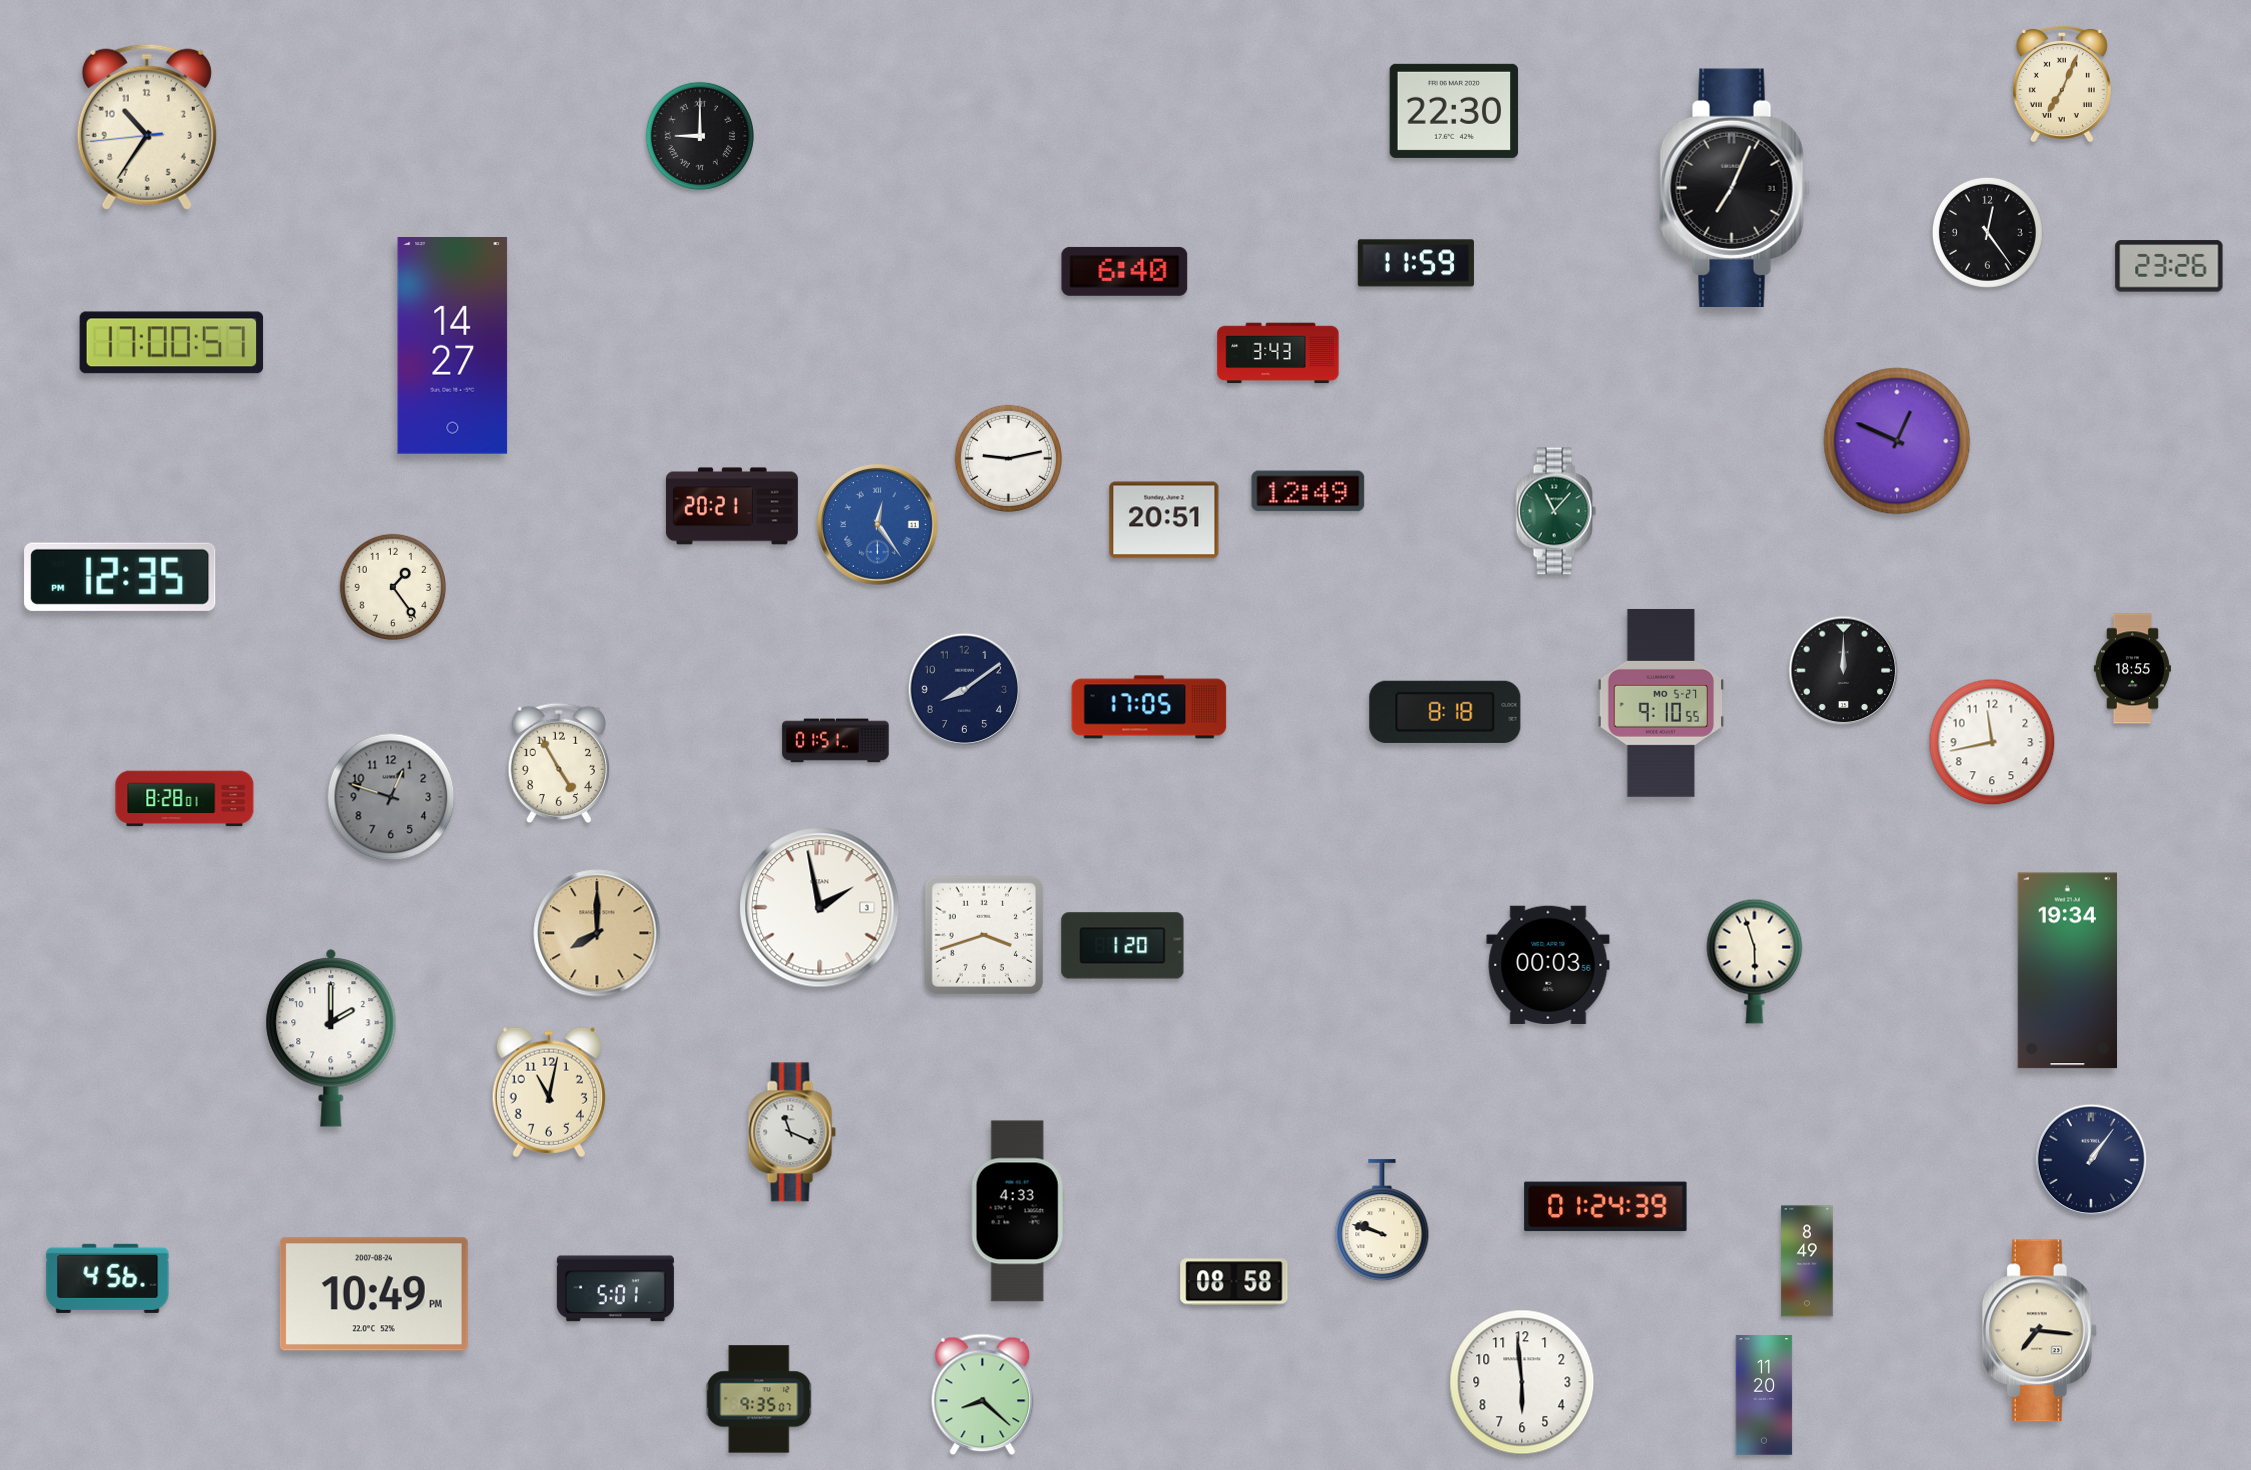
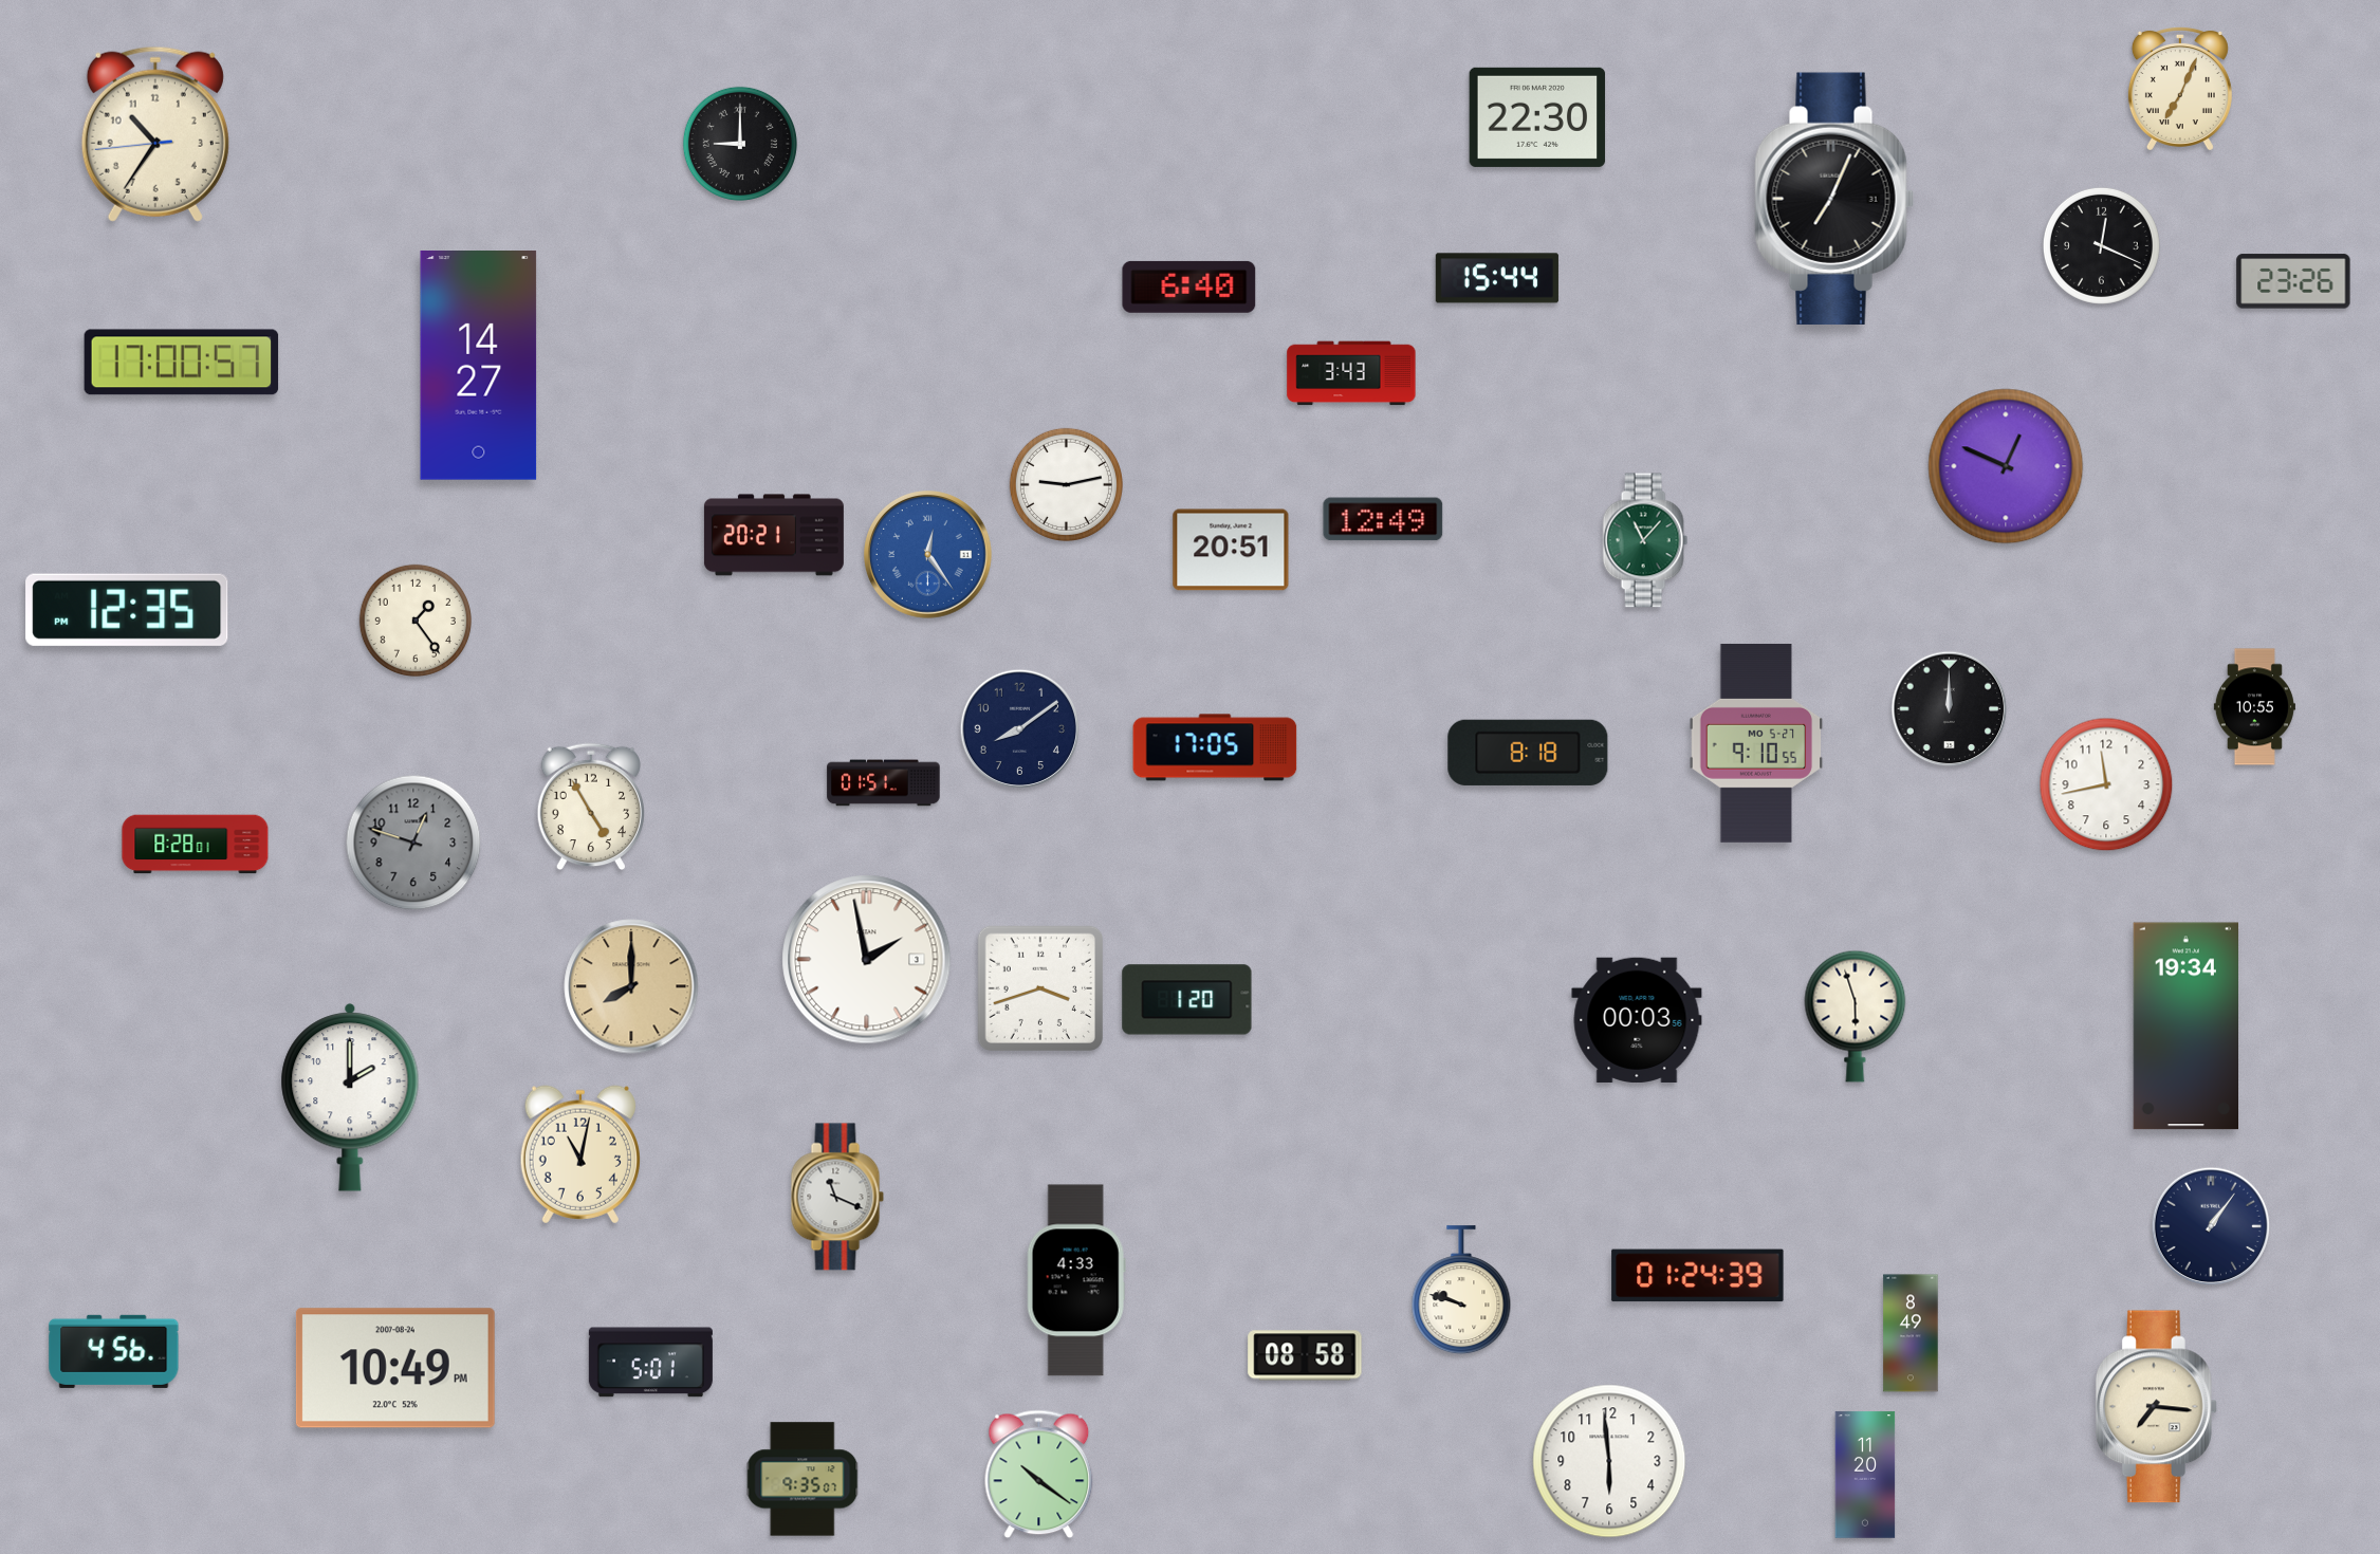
clock at (1987, 232): 12:24 -> 12:19
clock at (1416, 263): 11:59 -> 15:44
clock at (2132, 669): 18:55 -> 10:55
clock at (983, 1395): 8:22 -> 10:21
